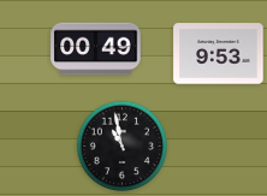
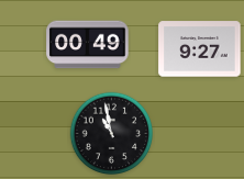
clock at (219, 54): 9:53 -> 9:27
